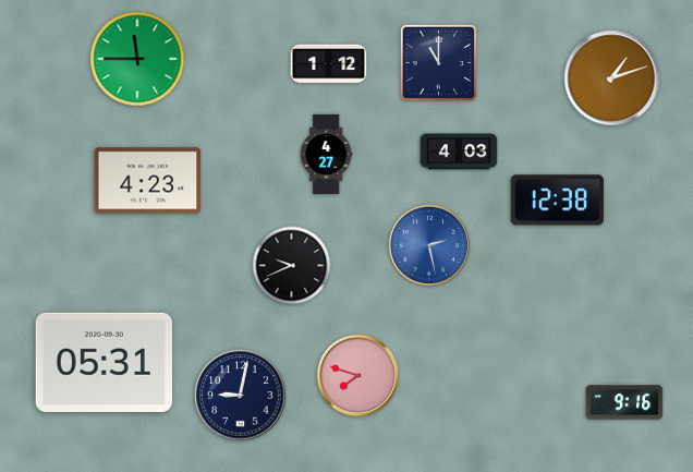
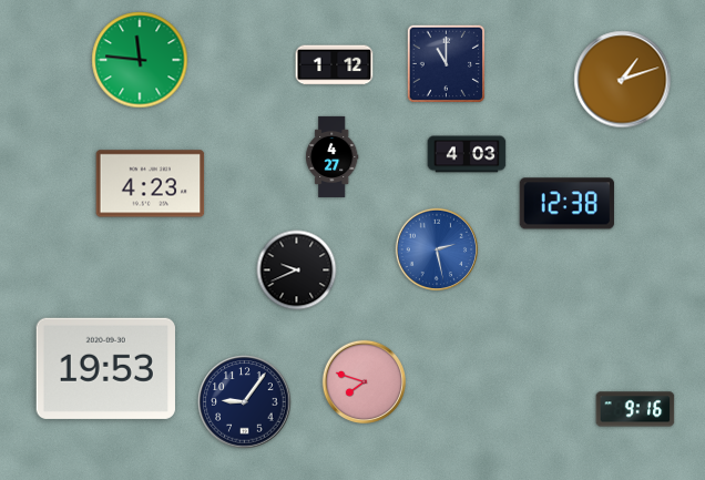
clock at (137, 59): 11:45 -> 11:46
clock at (104, 362): 05:31 -> 19:53
clock at (241, 396): 9:02 -> 9:06
